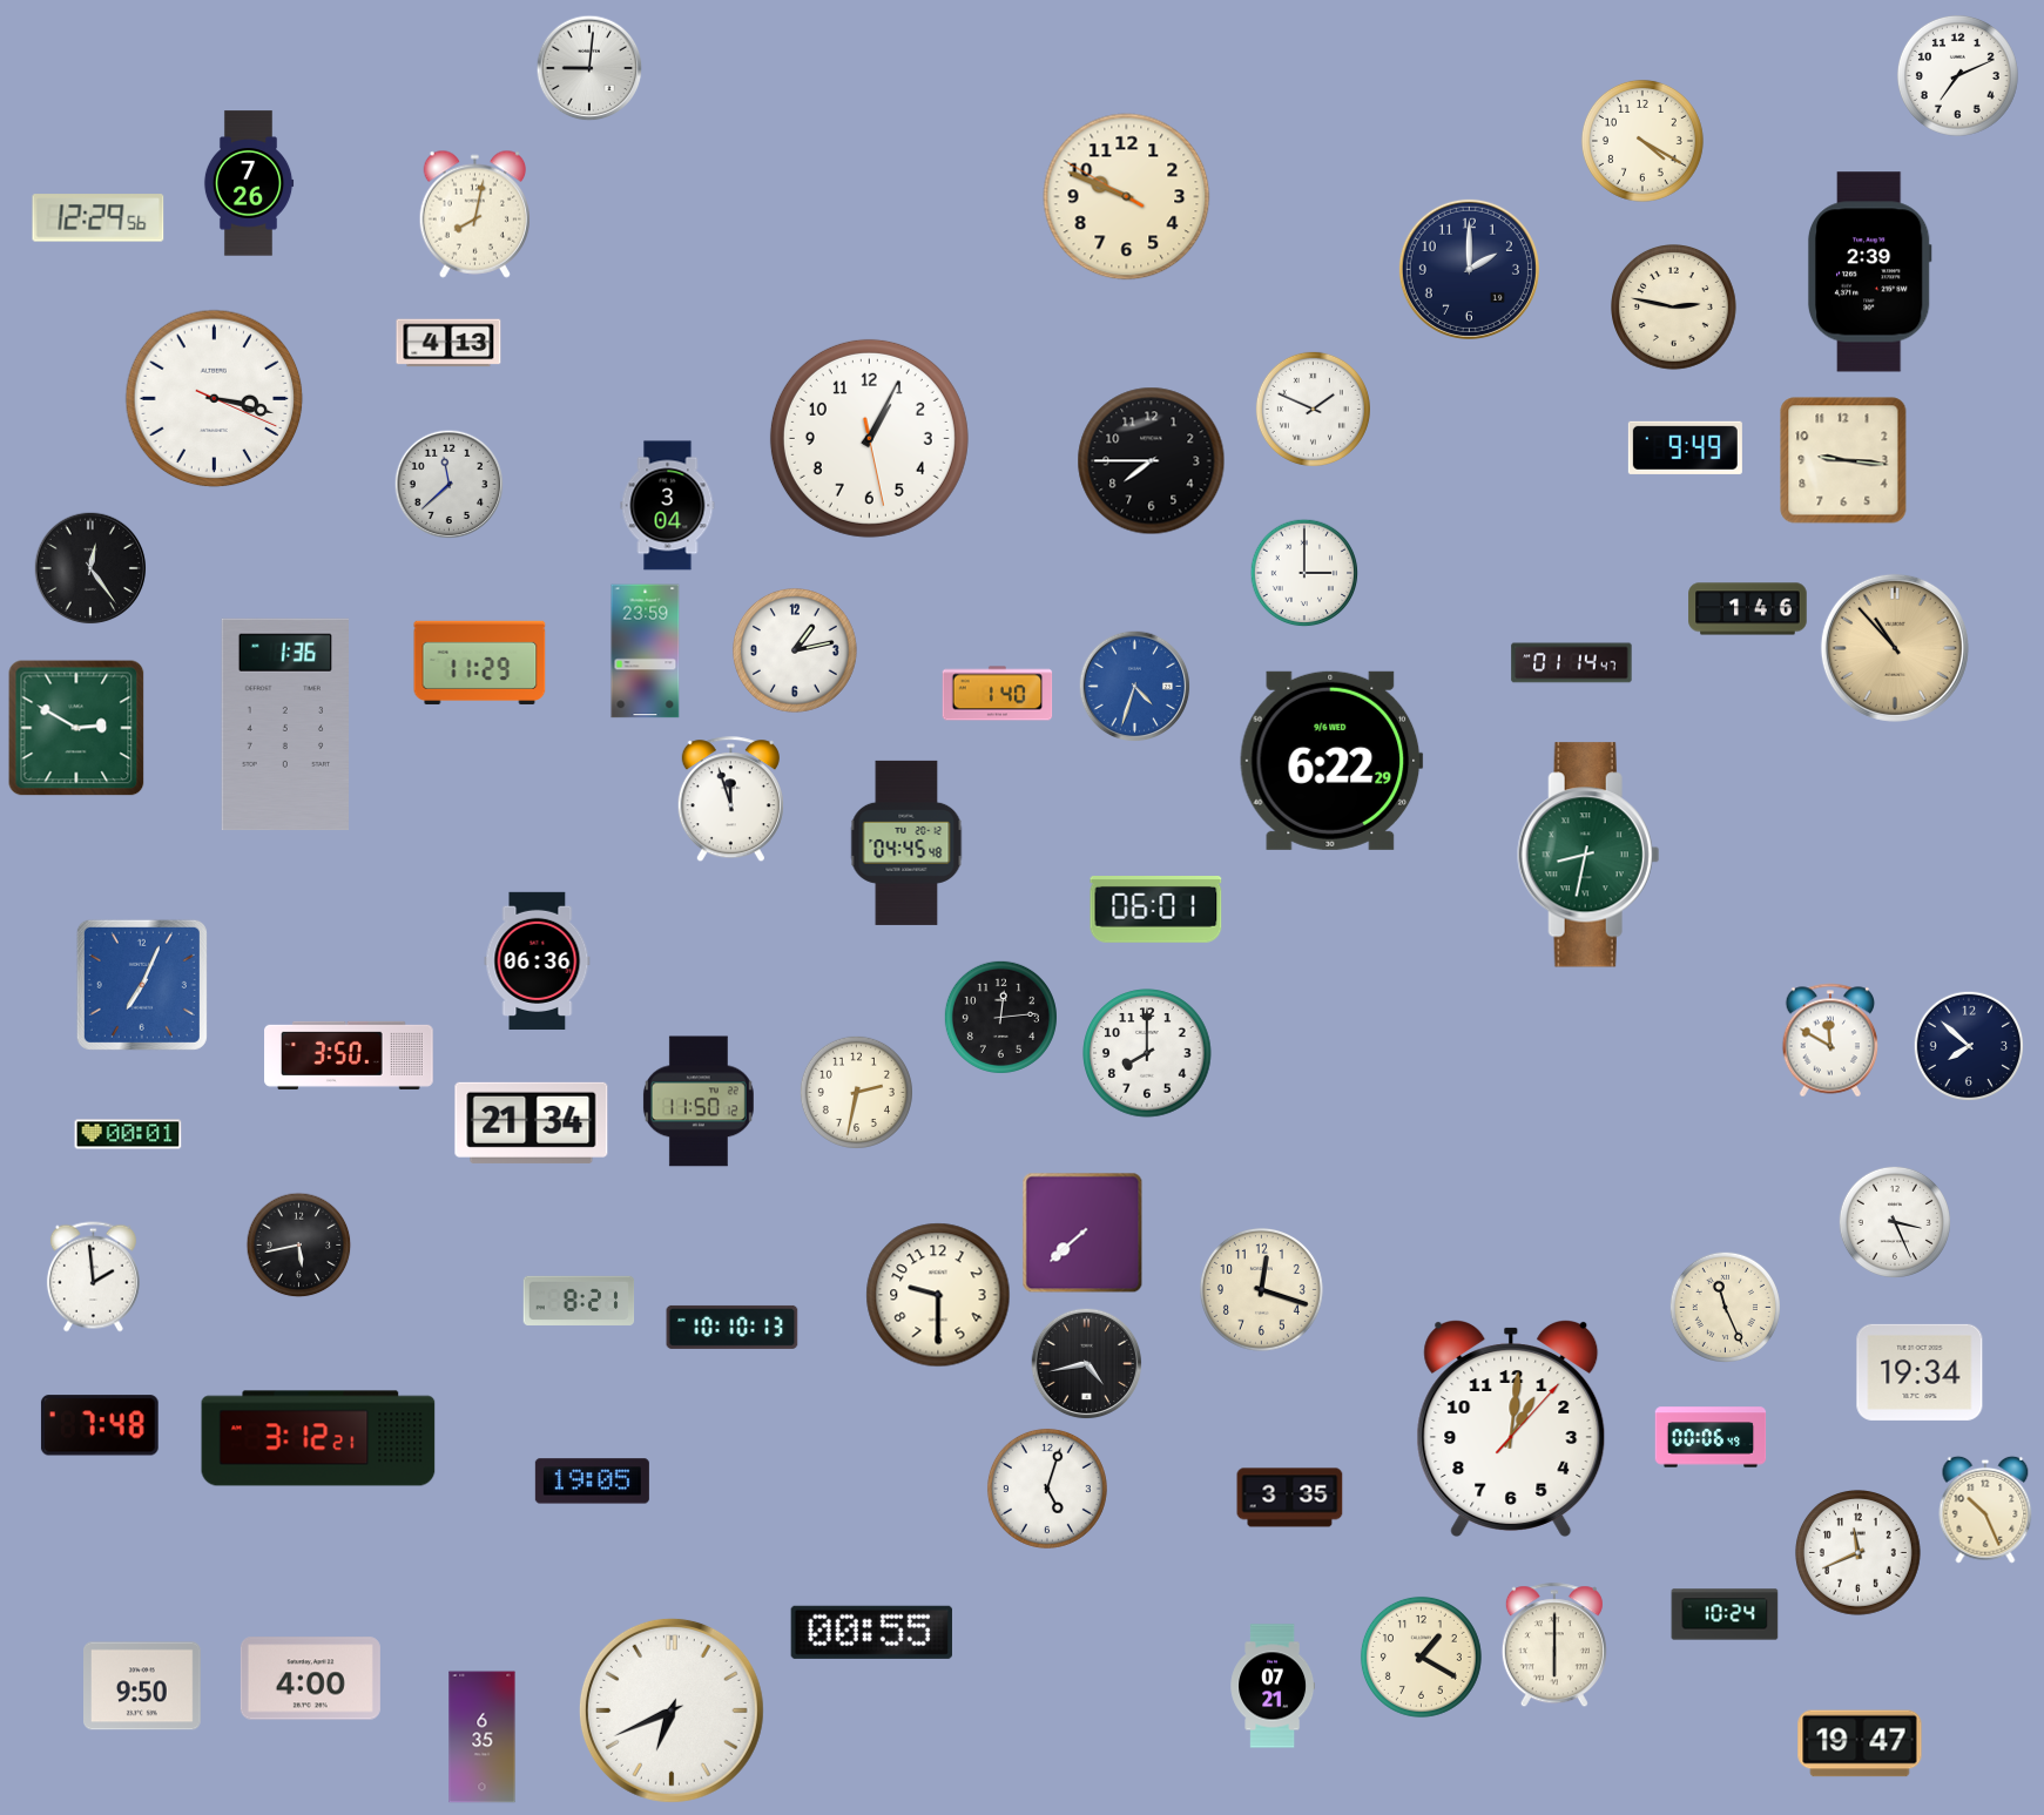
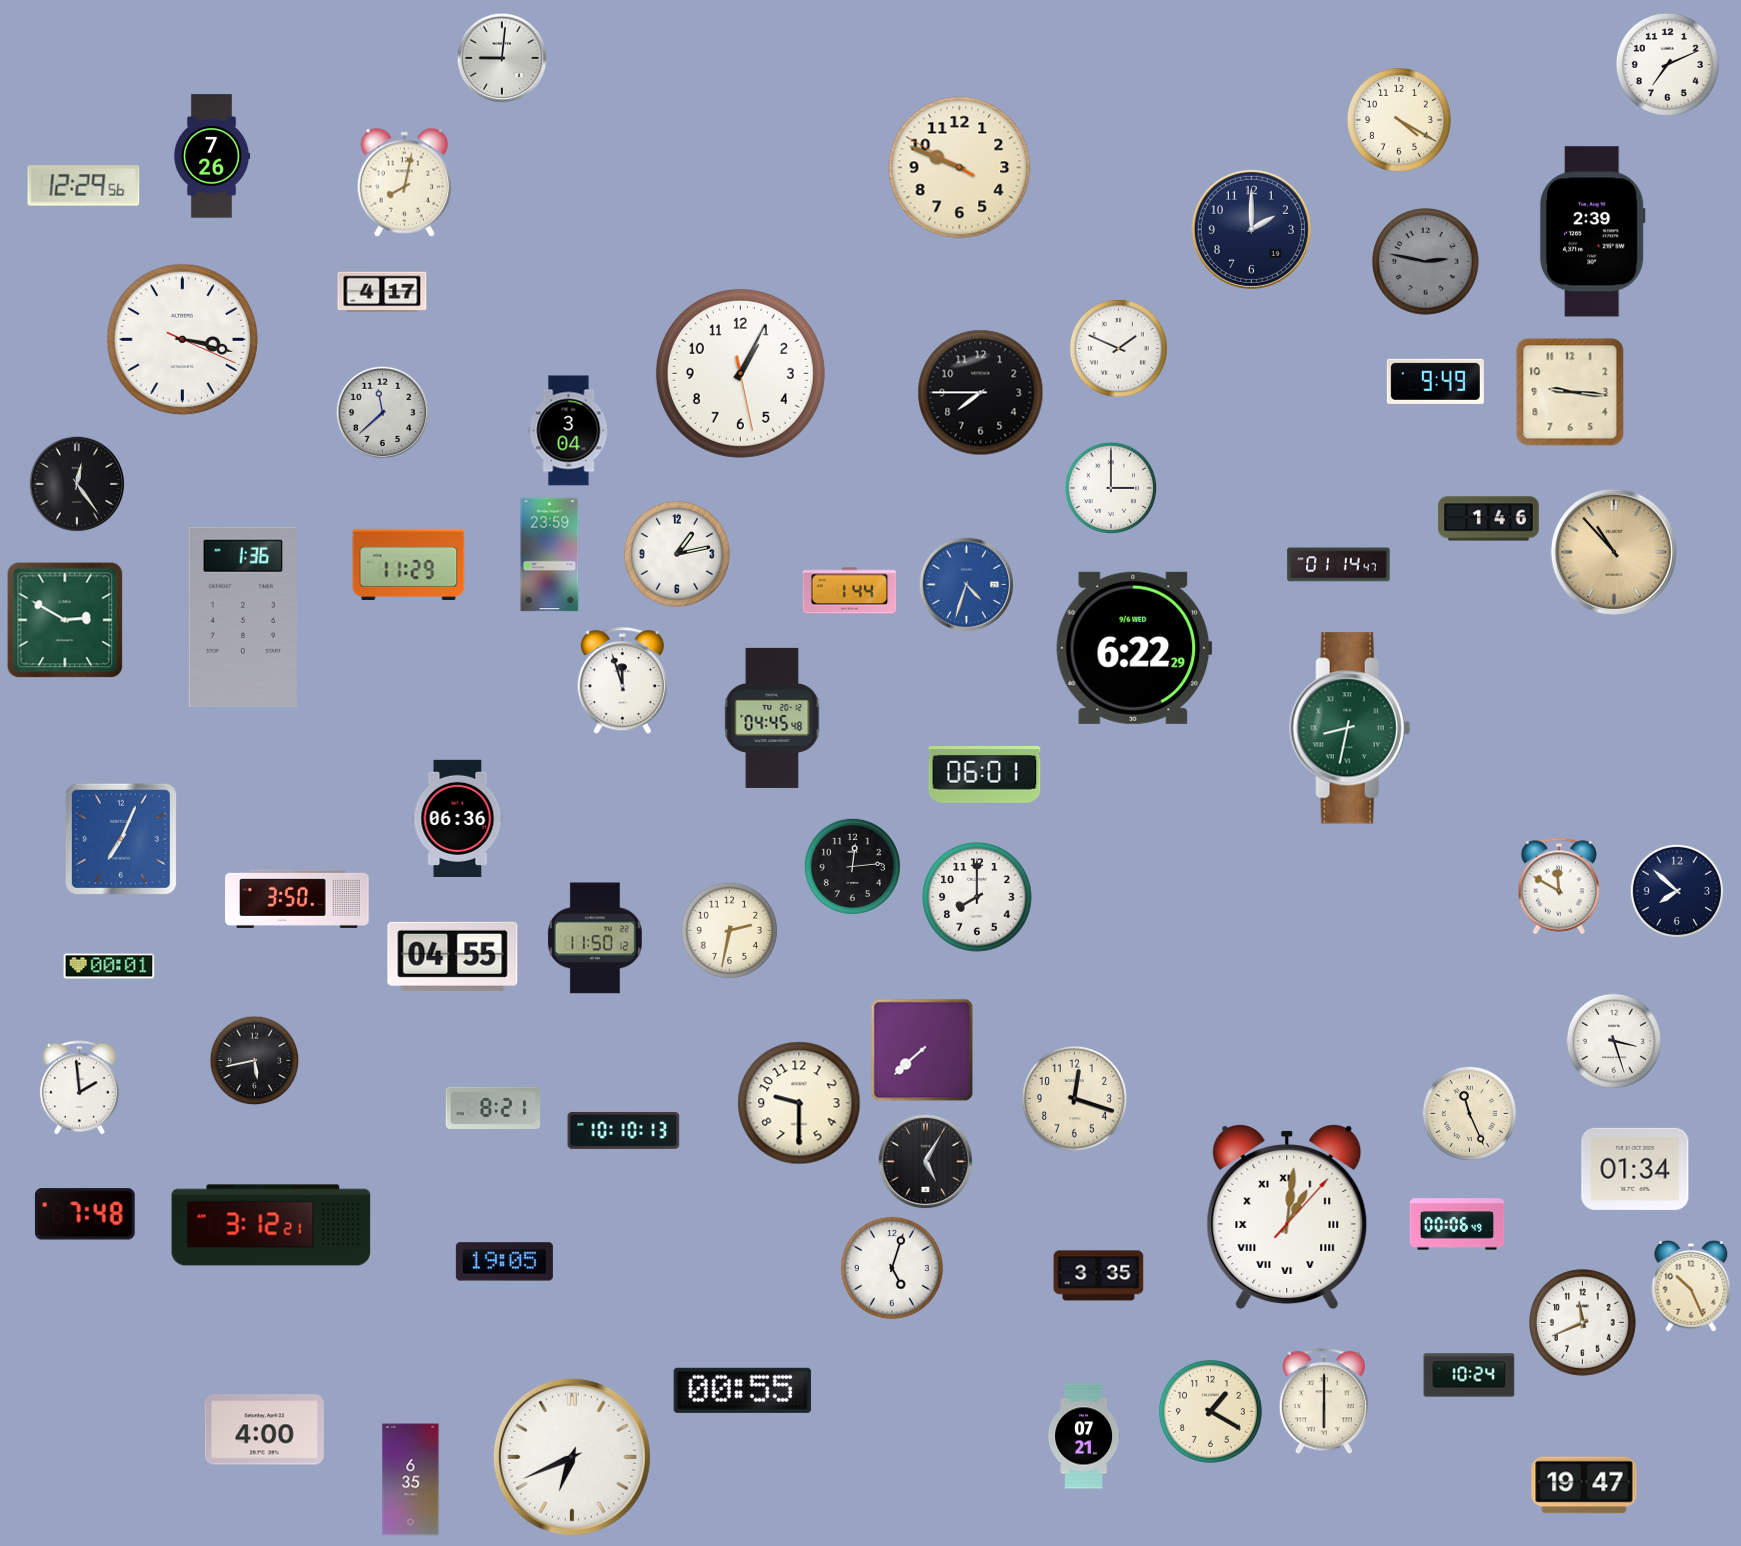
clock at (1674, 308) dial: cream -> grey
clock at (448, 343): 4:13 -> 4:17
clock at (998, 694): 1:40 -> 1:44
clock at (1588, 855) position: (1588, 855) -> (1350, 728)
clock at (532, 1122): 21:34 -> 04:55
clock at (1895, 1222): 3:26 -> 3:27
clock at (1087, 1364): 4:43 -> 5:05
clock at (1920, 1372): 19:34 -> 01:34
clock at (1511, 1429) numerals: Arabic -> Roman
clock at (143, 1686): 9:50 -> none
